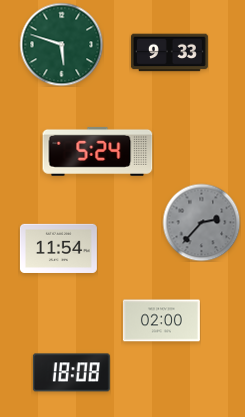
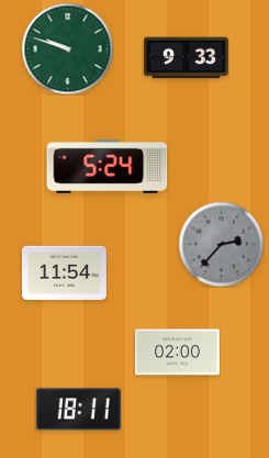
clock at (61, 44): 5:48 -> 9:48
clock at (71, 373): 18:08 -> 18:11
